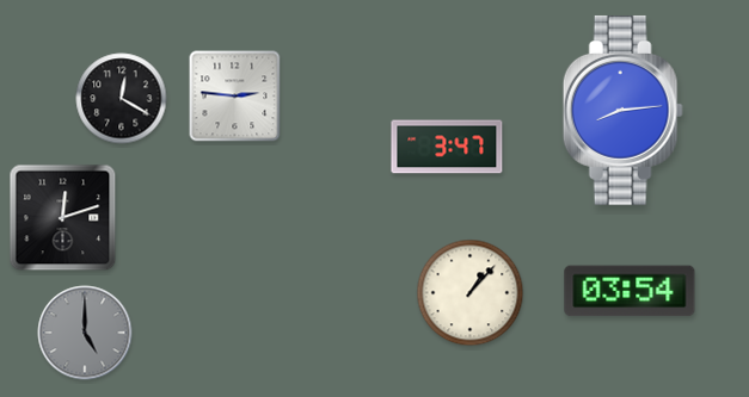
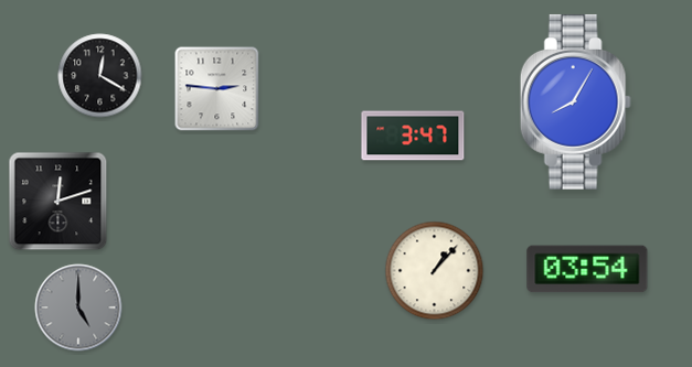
clock at (122, 99) position: (122, 99) -> (100, 76)
clock at (622, 110): 8:14 -> 8:05
clock at (630, 291) position: (630, 291) -> (587, 269)
